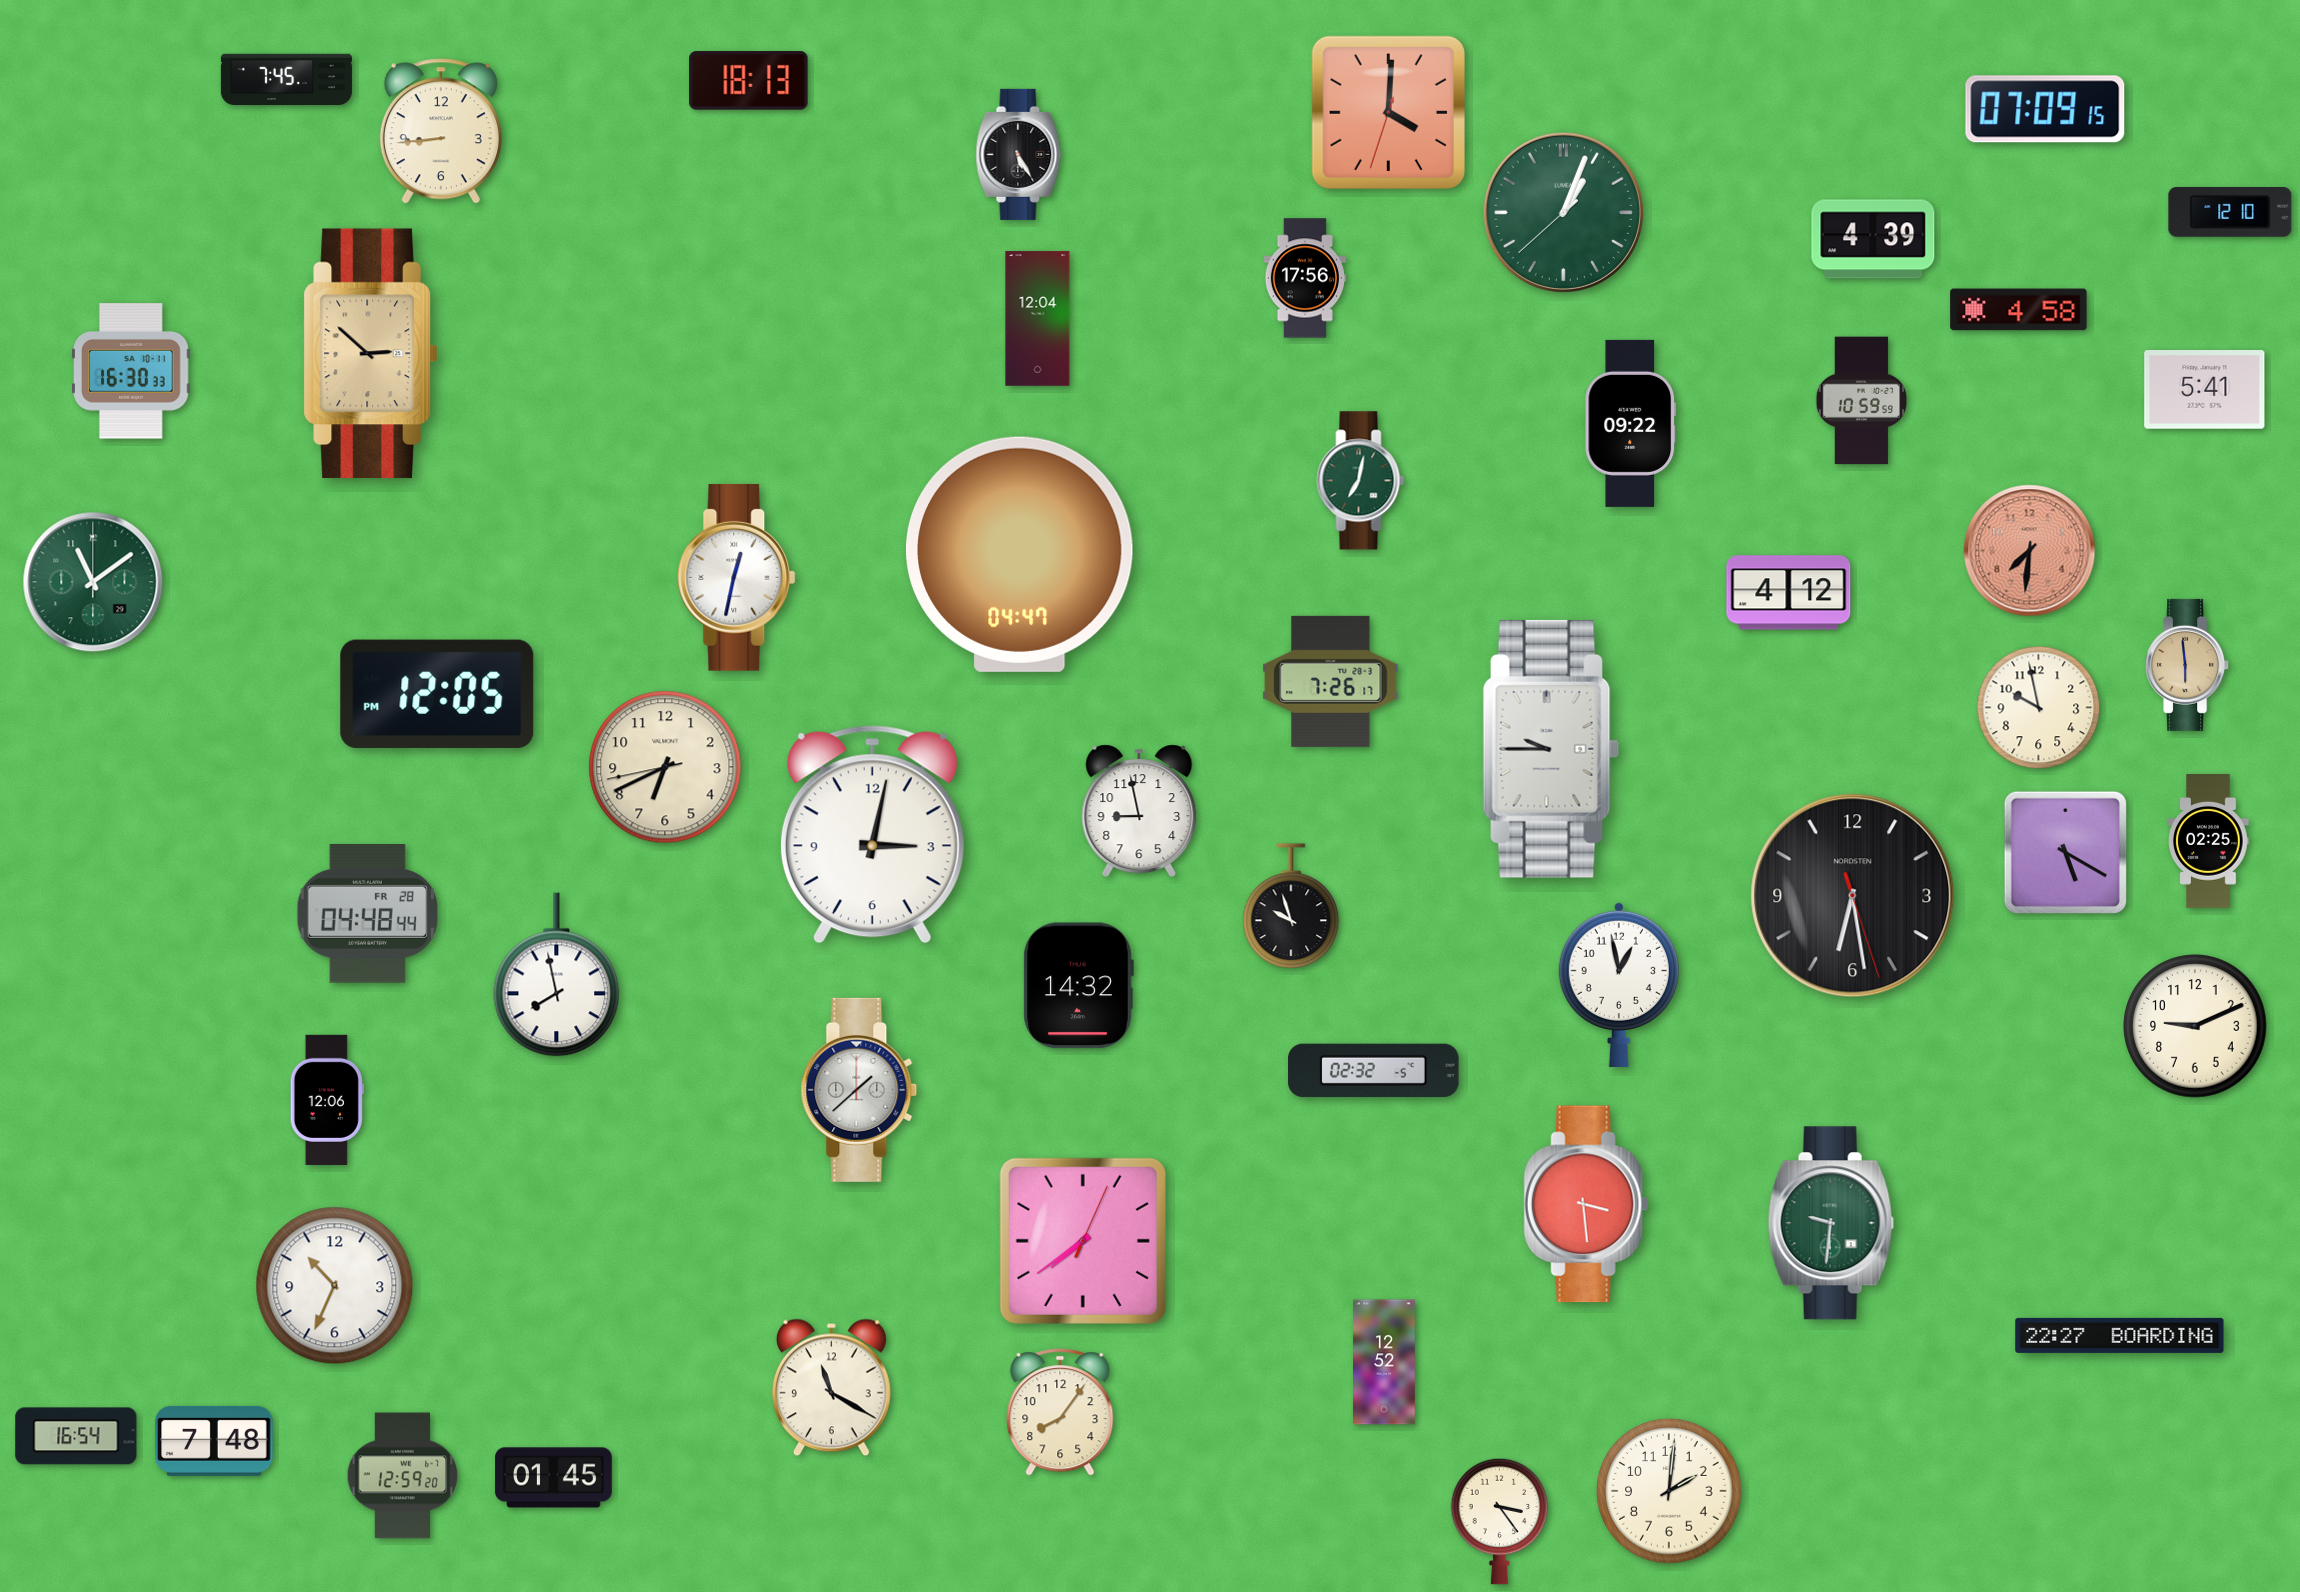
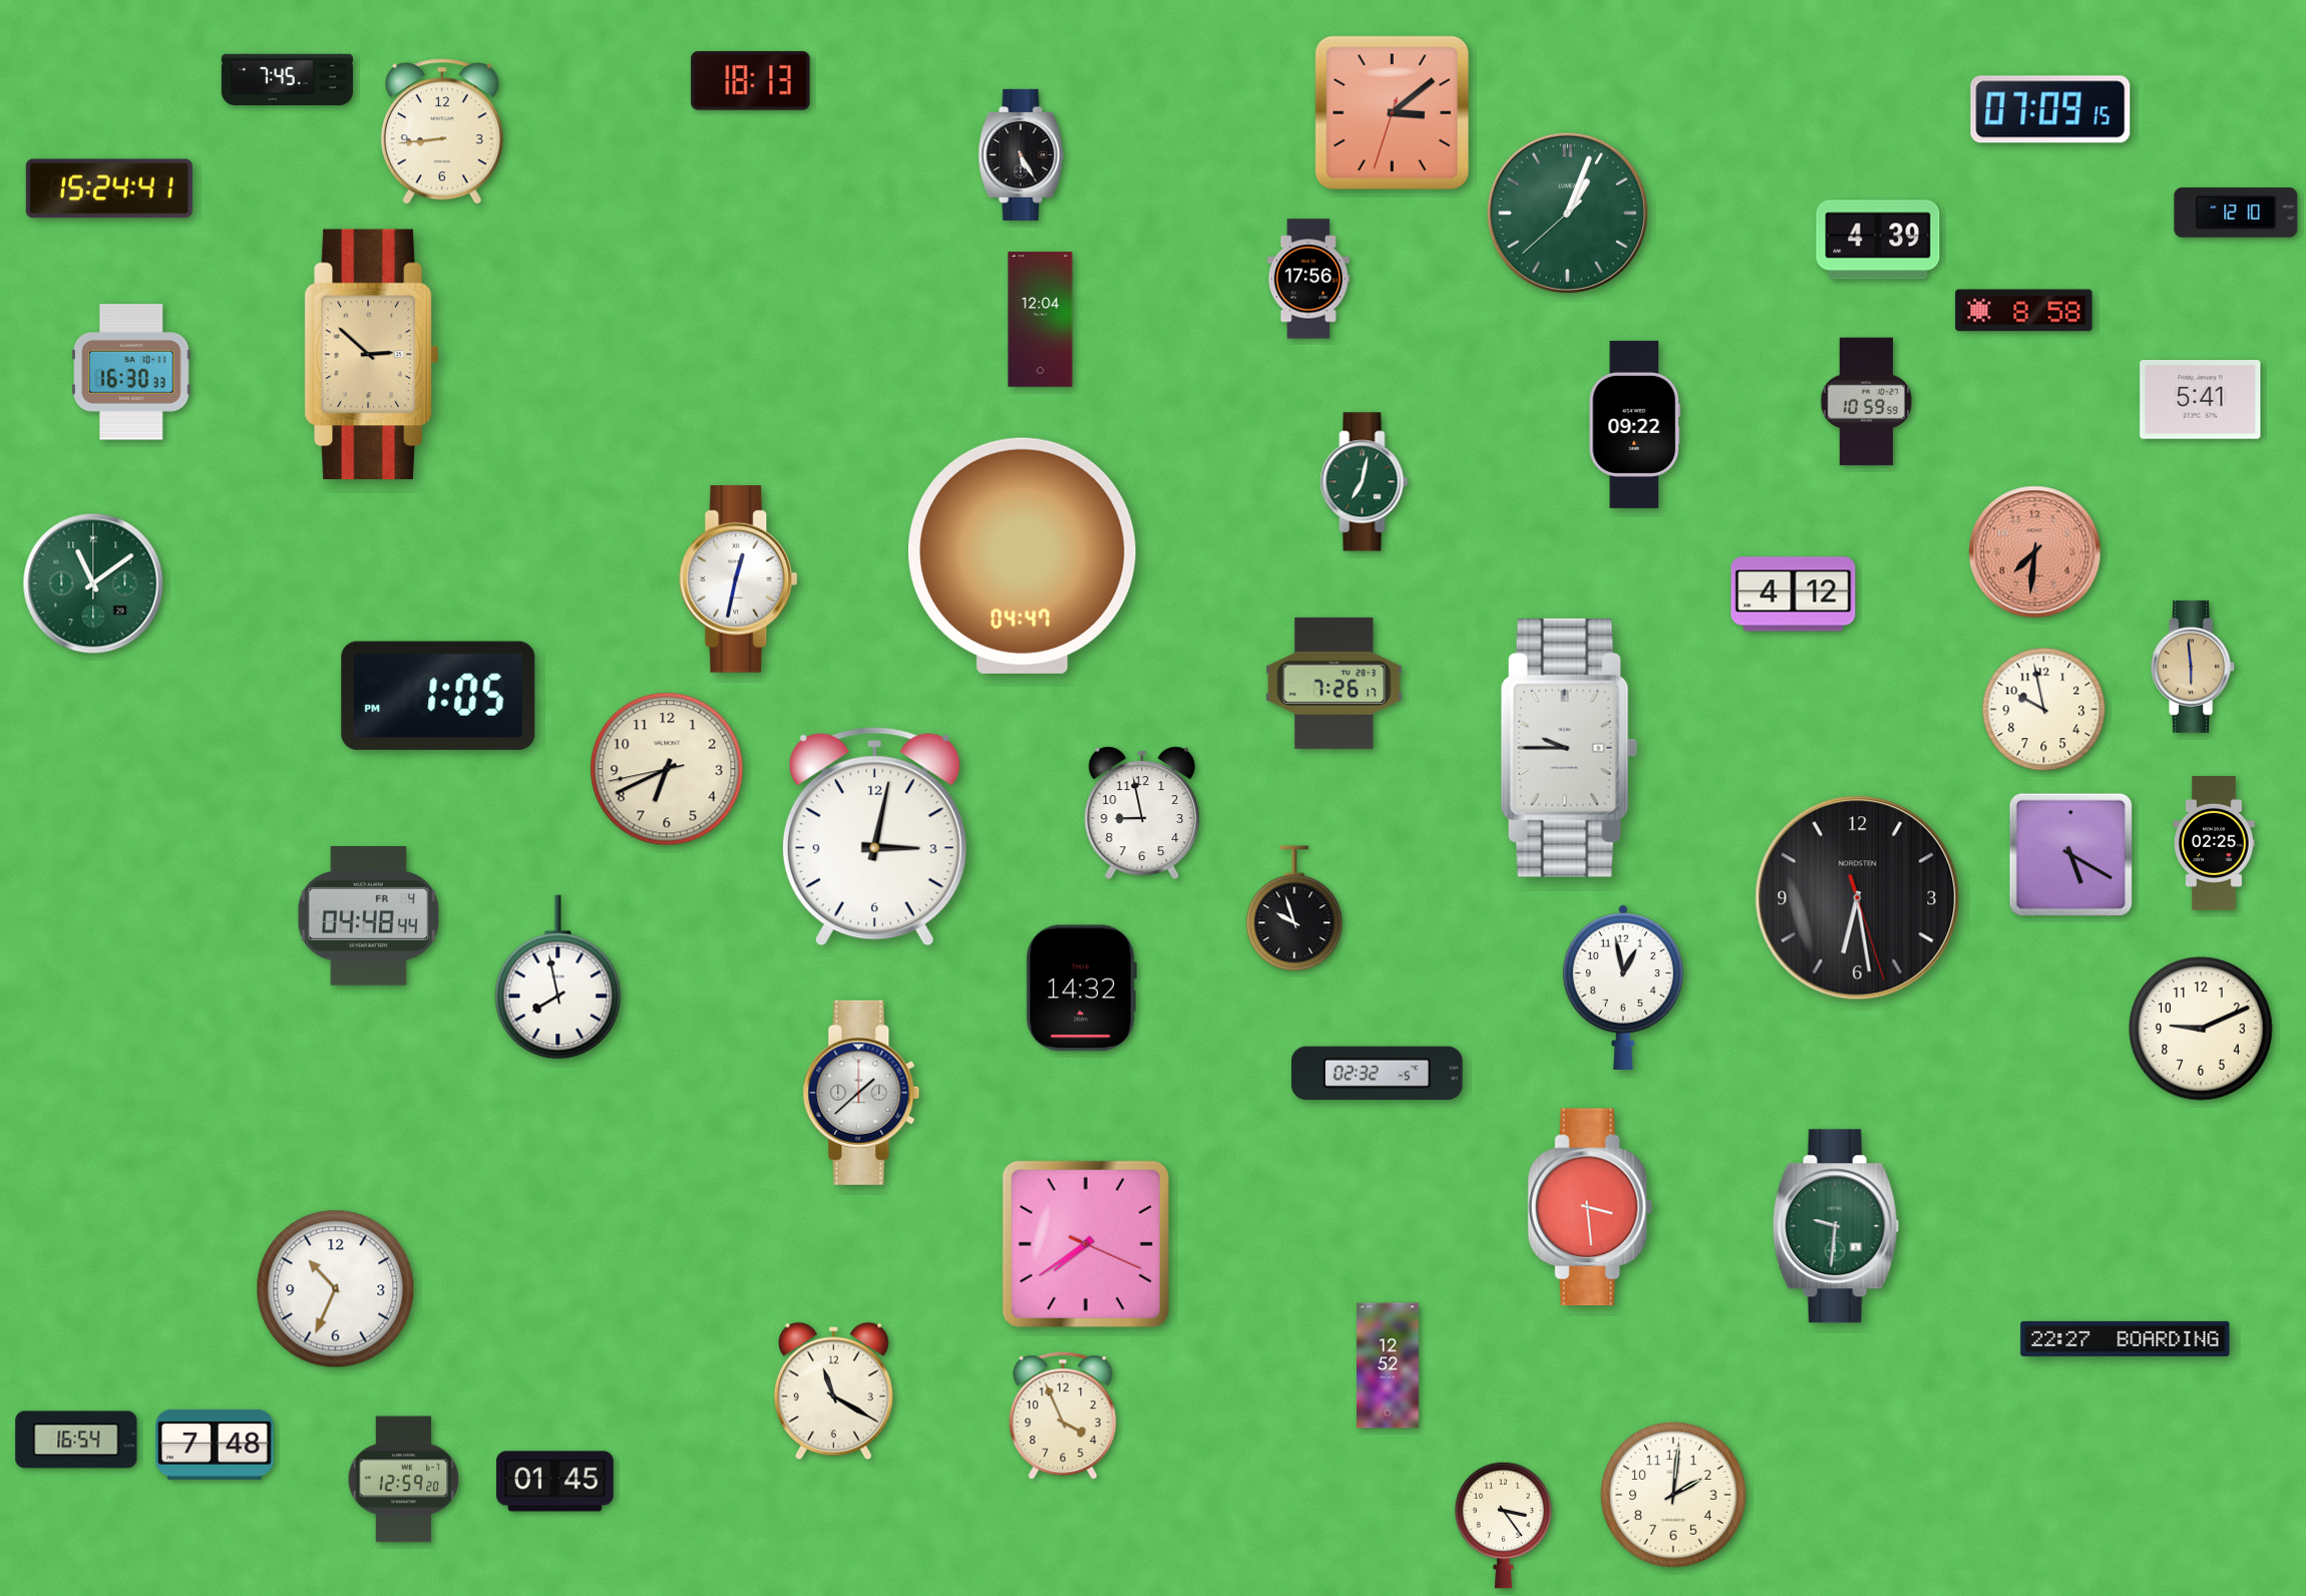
clock at (1388, 112): 4:00 -> 3:08
clock at (109, 188): none -> 15:24
clock at (2019, 310): 4:58 -> 8:58
clock at (2205, 390) position: (2205, 390) -> (2201, 400)
clock at (437, 694): 12:05 -> 1:05
clock at (1551, 749) position: (1551, 749) -> (1569, 748)
clock at (367, 914) date: FR 28 -> FR 4
clock at (327, 1100): 12:06 -> none
clock at (1083, 1241): 7:39:04 -> 7:39:19
clock at (1060, 1412): 8:06 -> 3:56
